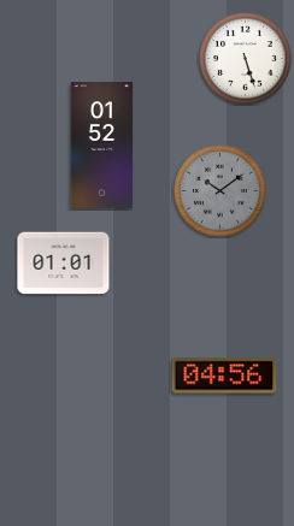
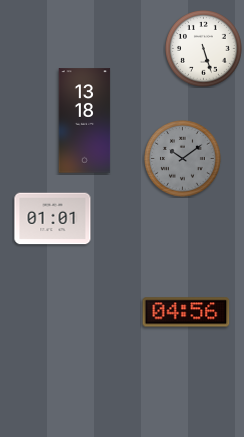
clock at (102, 146): 01:52 -> 13:18
